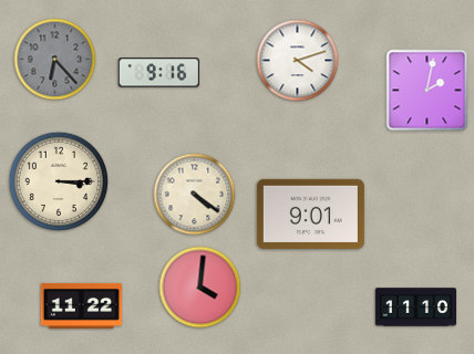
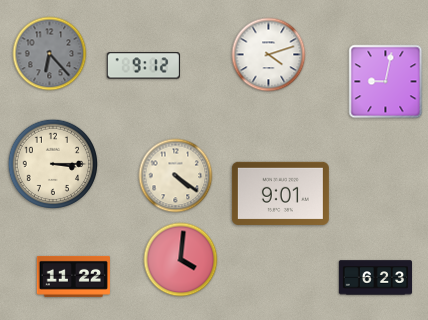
clock at (158, 73): 9:16 -> 9:12
clock at (427, 91): 2:02 -> 9:02
clock at (415, 308): 11:10 -> 6:23
